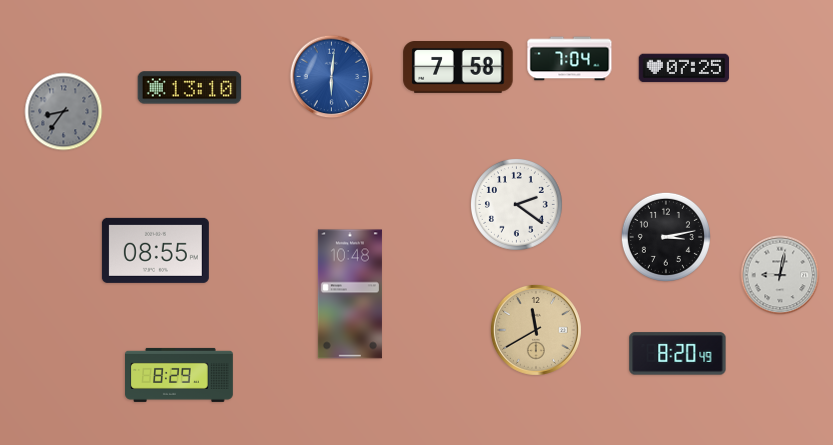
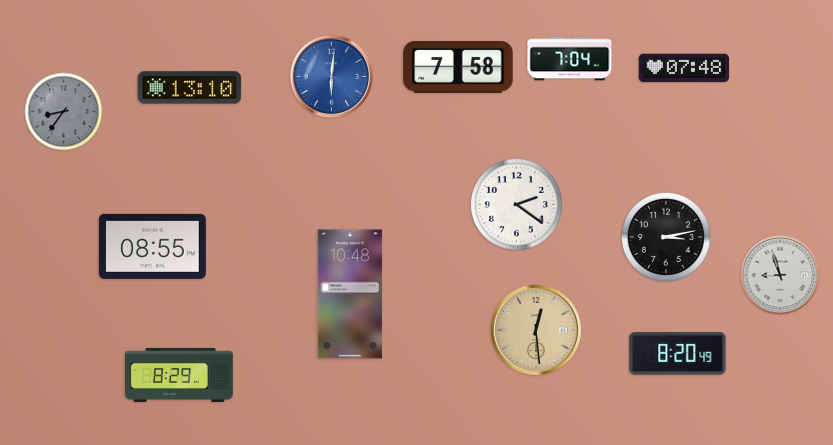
clock at (684, 68): 07:25 -> 07:48
clock at (155, 250) position: (155, 250) -> (152, 246)
clock at (780, 275): 9:02 -> 8:57
clock at (536, 330): 11:40 -> 12:29
